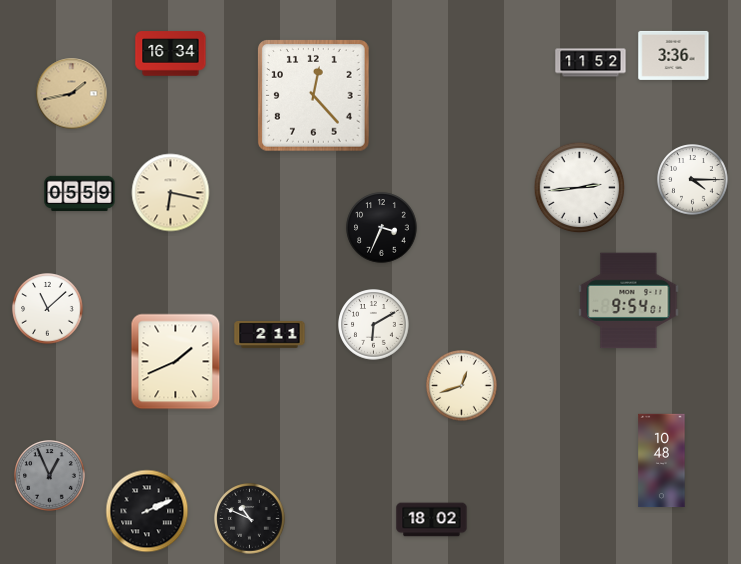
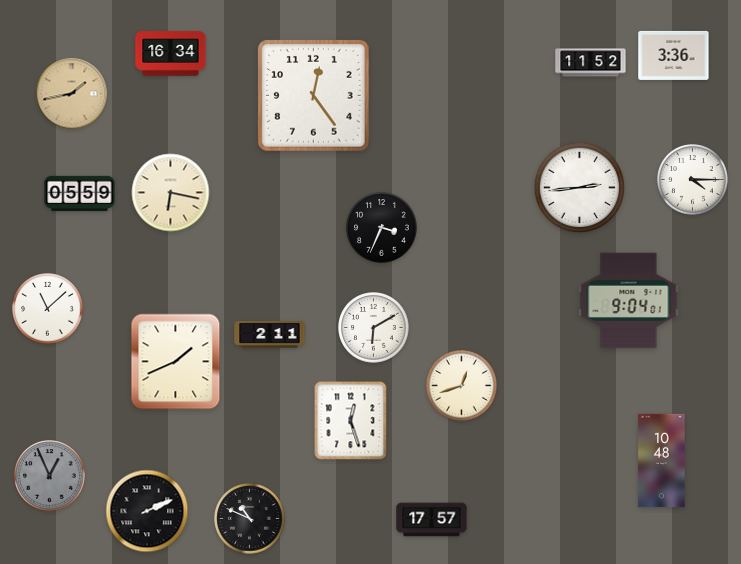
clock at (314, 96): 12:23 -> 12:24
clock at (629, 301): 9:54 -> 9:04
clock at (374, 325) position: (374, 325) -> (374, 328)
clock at (351, 421): none -> 12:27
clock at (432, 520): 18:02 -> 17:57
